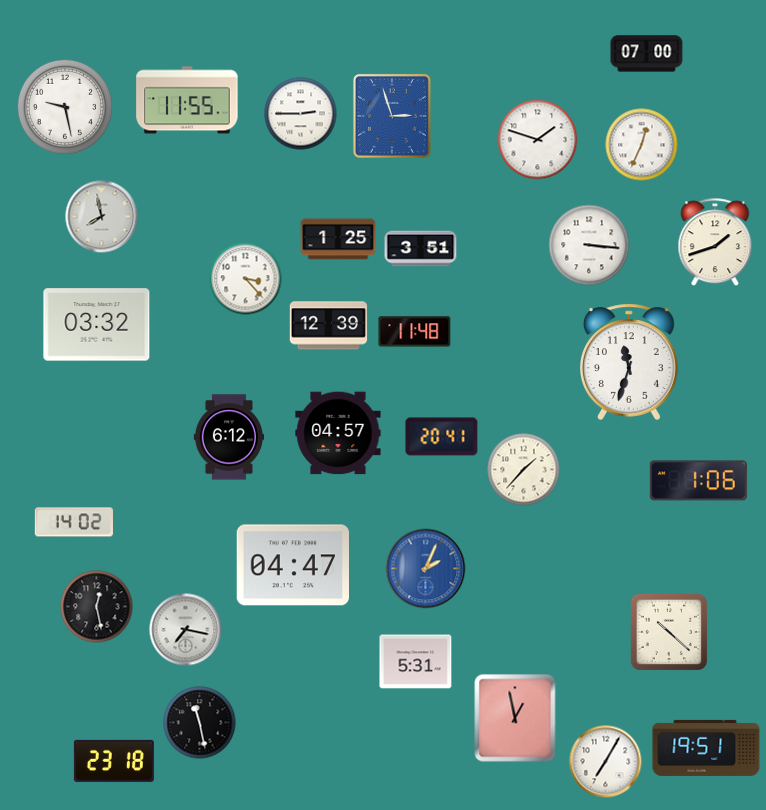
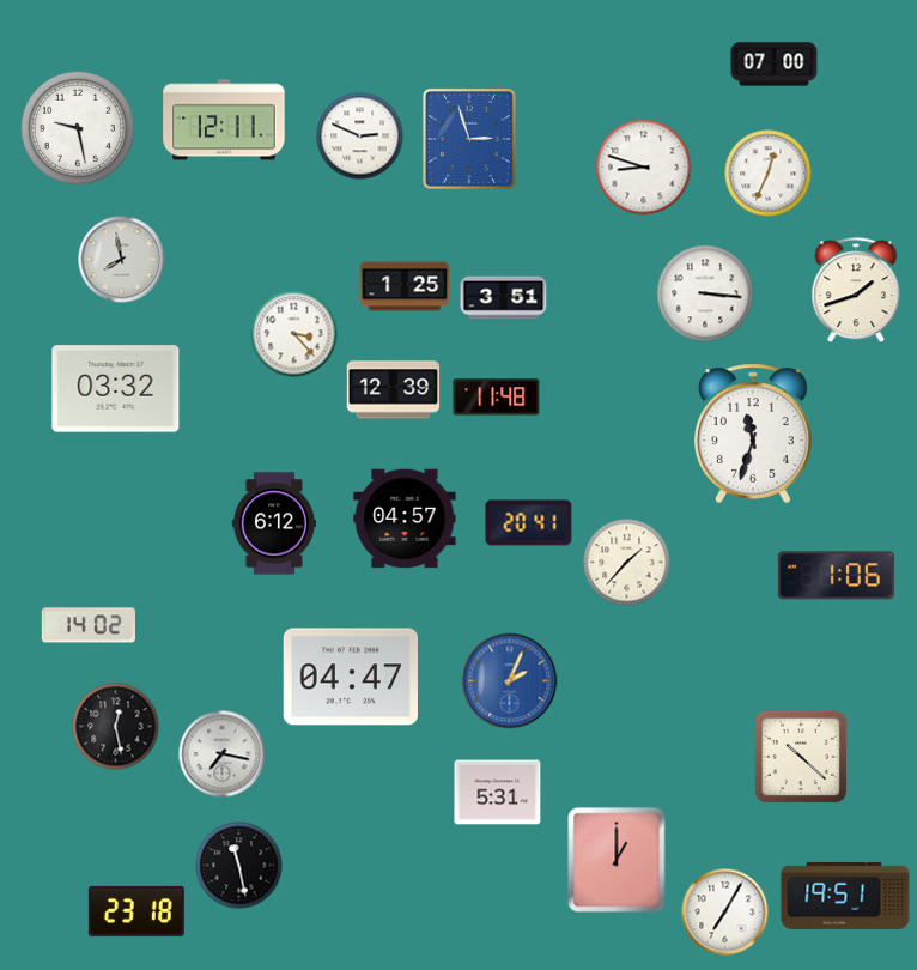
clock at (187, 100): 11:55 -> 12:11
clock at (301, 114): 2:45 -> 2:49
clock at (538, 140): 1:48 -> 8:48
clock at (515, 718): 12:58 -> 1:00
